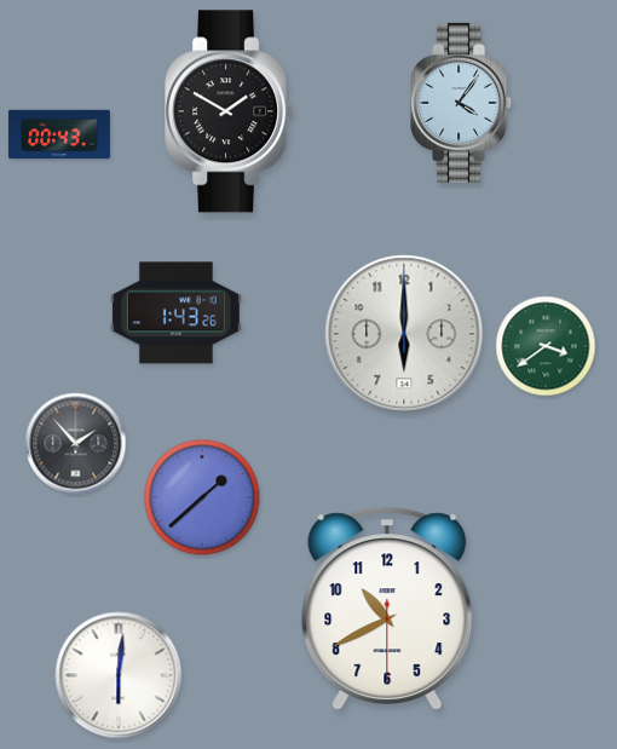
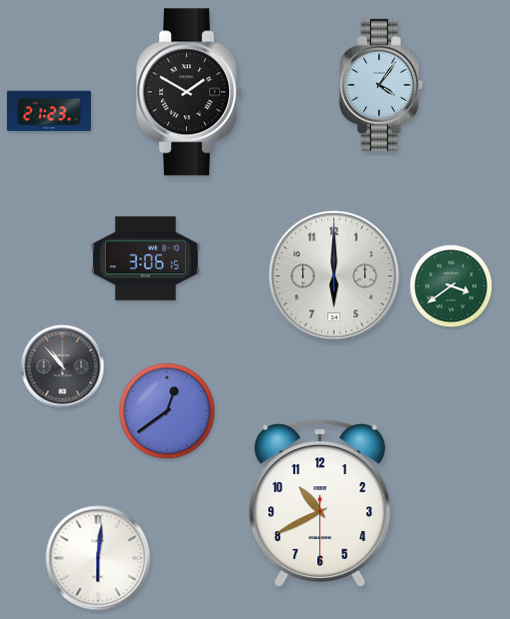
clock at (59, 134): 00:43 -> 21:23
clock at (175, 313): 1:43 -> 3:06
clock at (76, 444): 1:53 -> 10:53
clock at (202, 497): 1:38 -> 12:39
